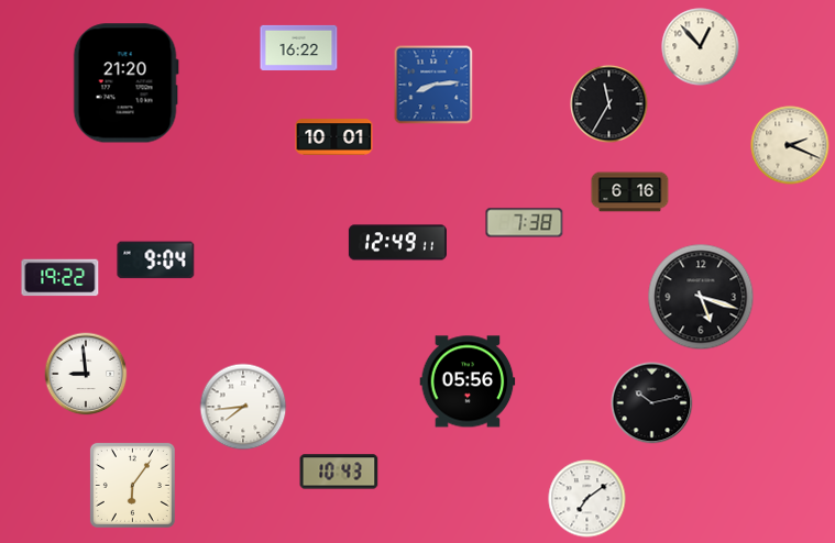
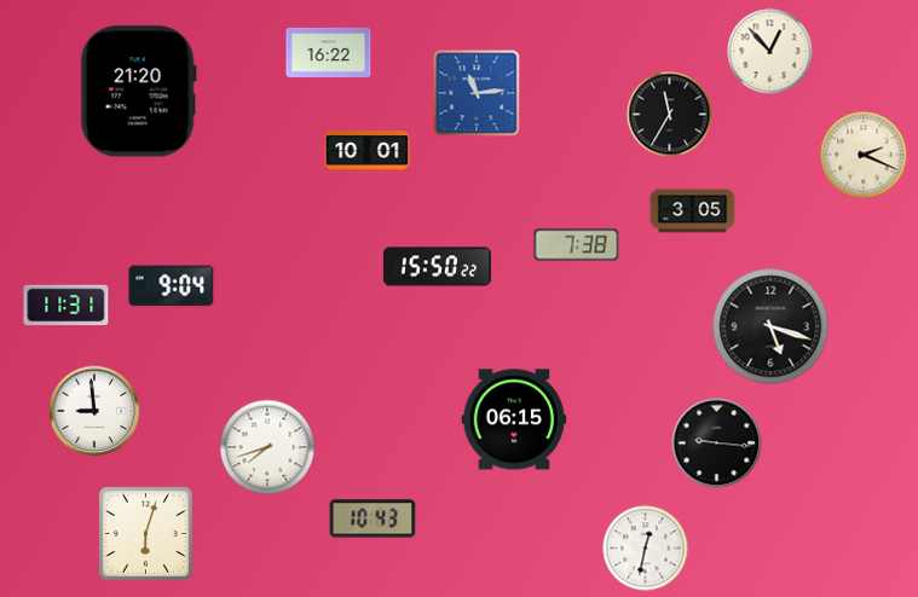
clock at (433, 85): 8:14 -> 11:14
clock at (790, 145) position: (790, 145) -> (864, 155)
clock at (630, 192): 6:16 -> 3:05
clock at (397, 243): 12:49 -> 15:50
clock at (61, 278): 19:22 -> 11:31
clock at (468, 381): 05:56 -> 06:15
clock at (652, 403): 10:13 -> 9:16
clock at (243, 407): 7:44 -> 7:42
clock at (132, 485): 6:06 -> 6:03
clock at (587, 499): 7:09 -> 12:32
